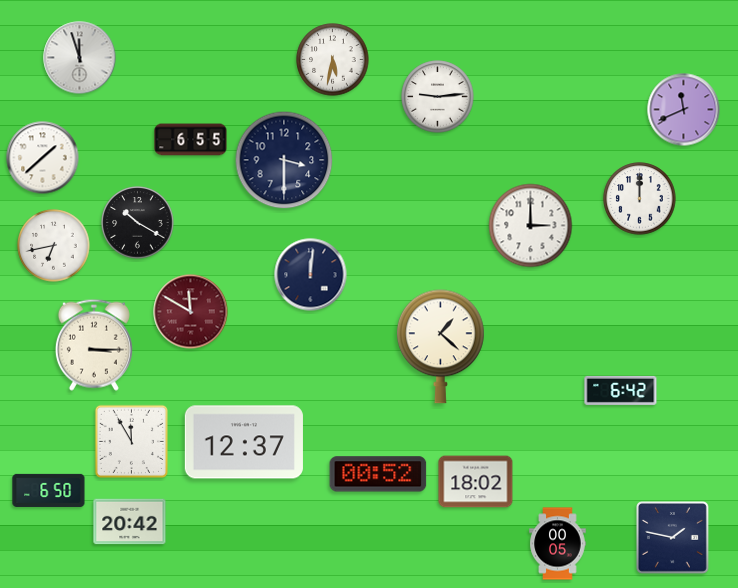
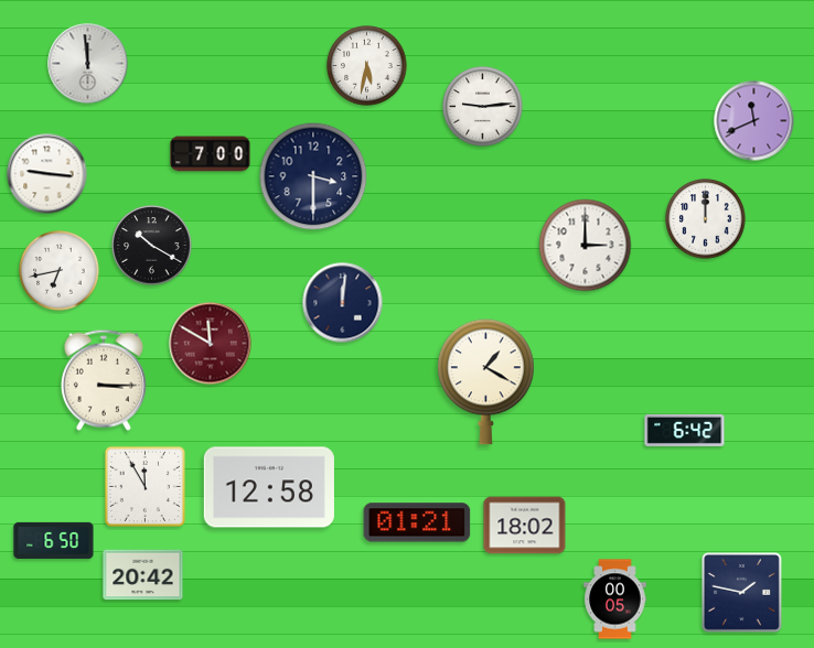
clock at (80, 58): 11:57 -> 11:59
clock at (191, 140): 6:55 -> 7:00
clock at (43, 158): 1:38 -> 9:16
clock at (531, 226) position: (531, 226) -> (586, 246)
clock at (441, 347): 1:22 -> 1:20
clock at (244, 442): 12:37 -> 12:58
clock at (378, 474): 00:52 -> 01:21
clock at (476, 482) position: (476, 482) -> (525, 526)
